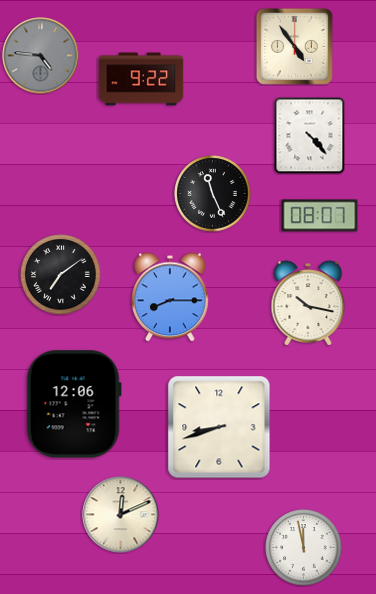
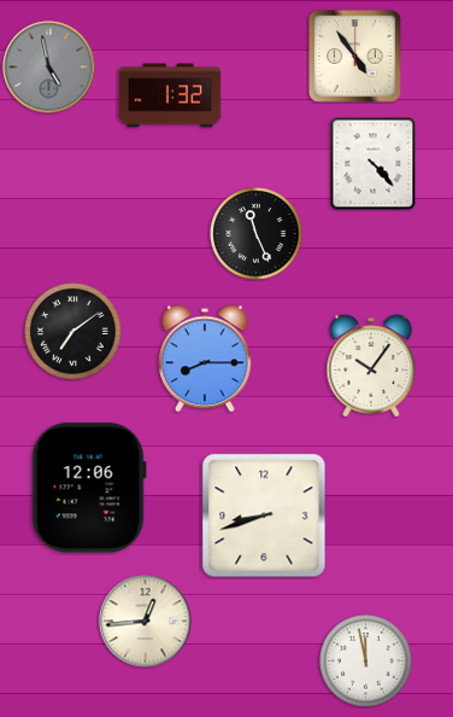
clock at (41, 56): 4:46 -> 4:58
clock at (141, 79): 9:22 -> 1:32
clock at (320, 216): 08:07 -> none
clock at (308, 303): 10:17 -> 10:06
clock at (121, 515): 12:11 -> 12:44
